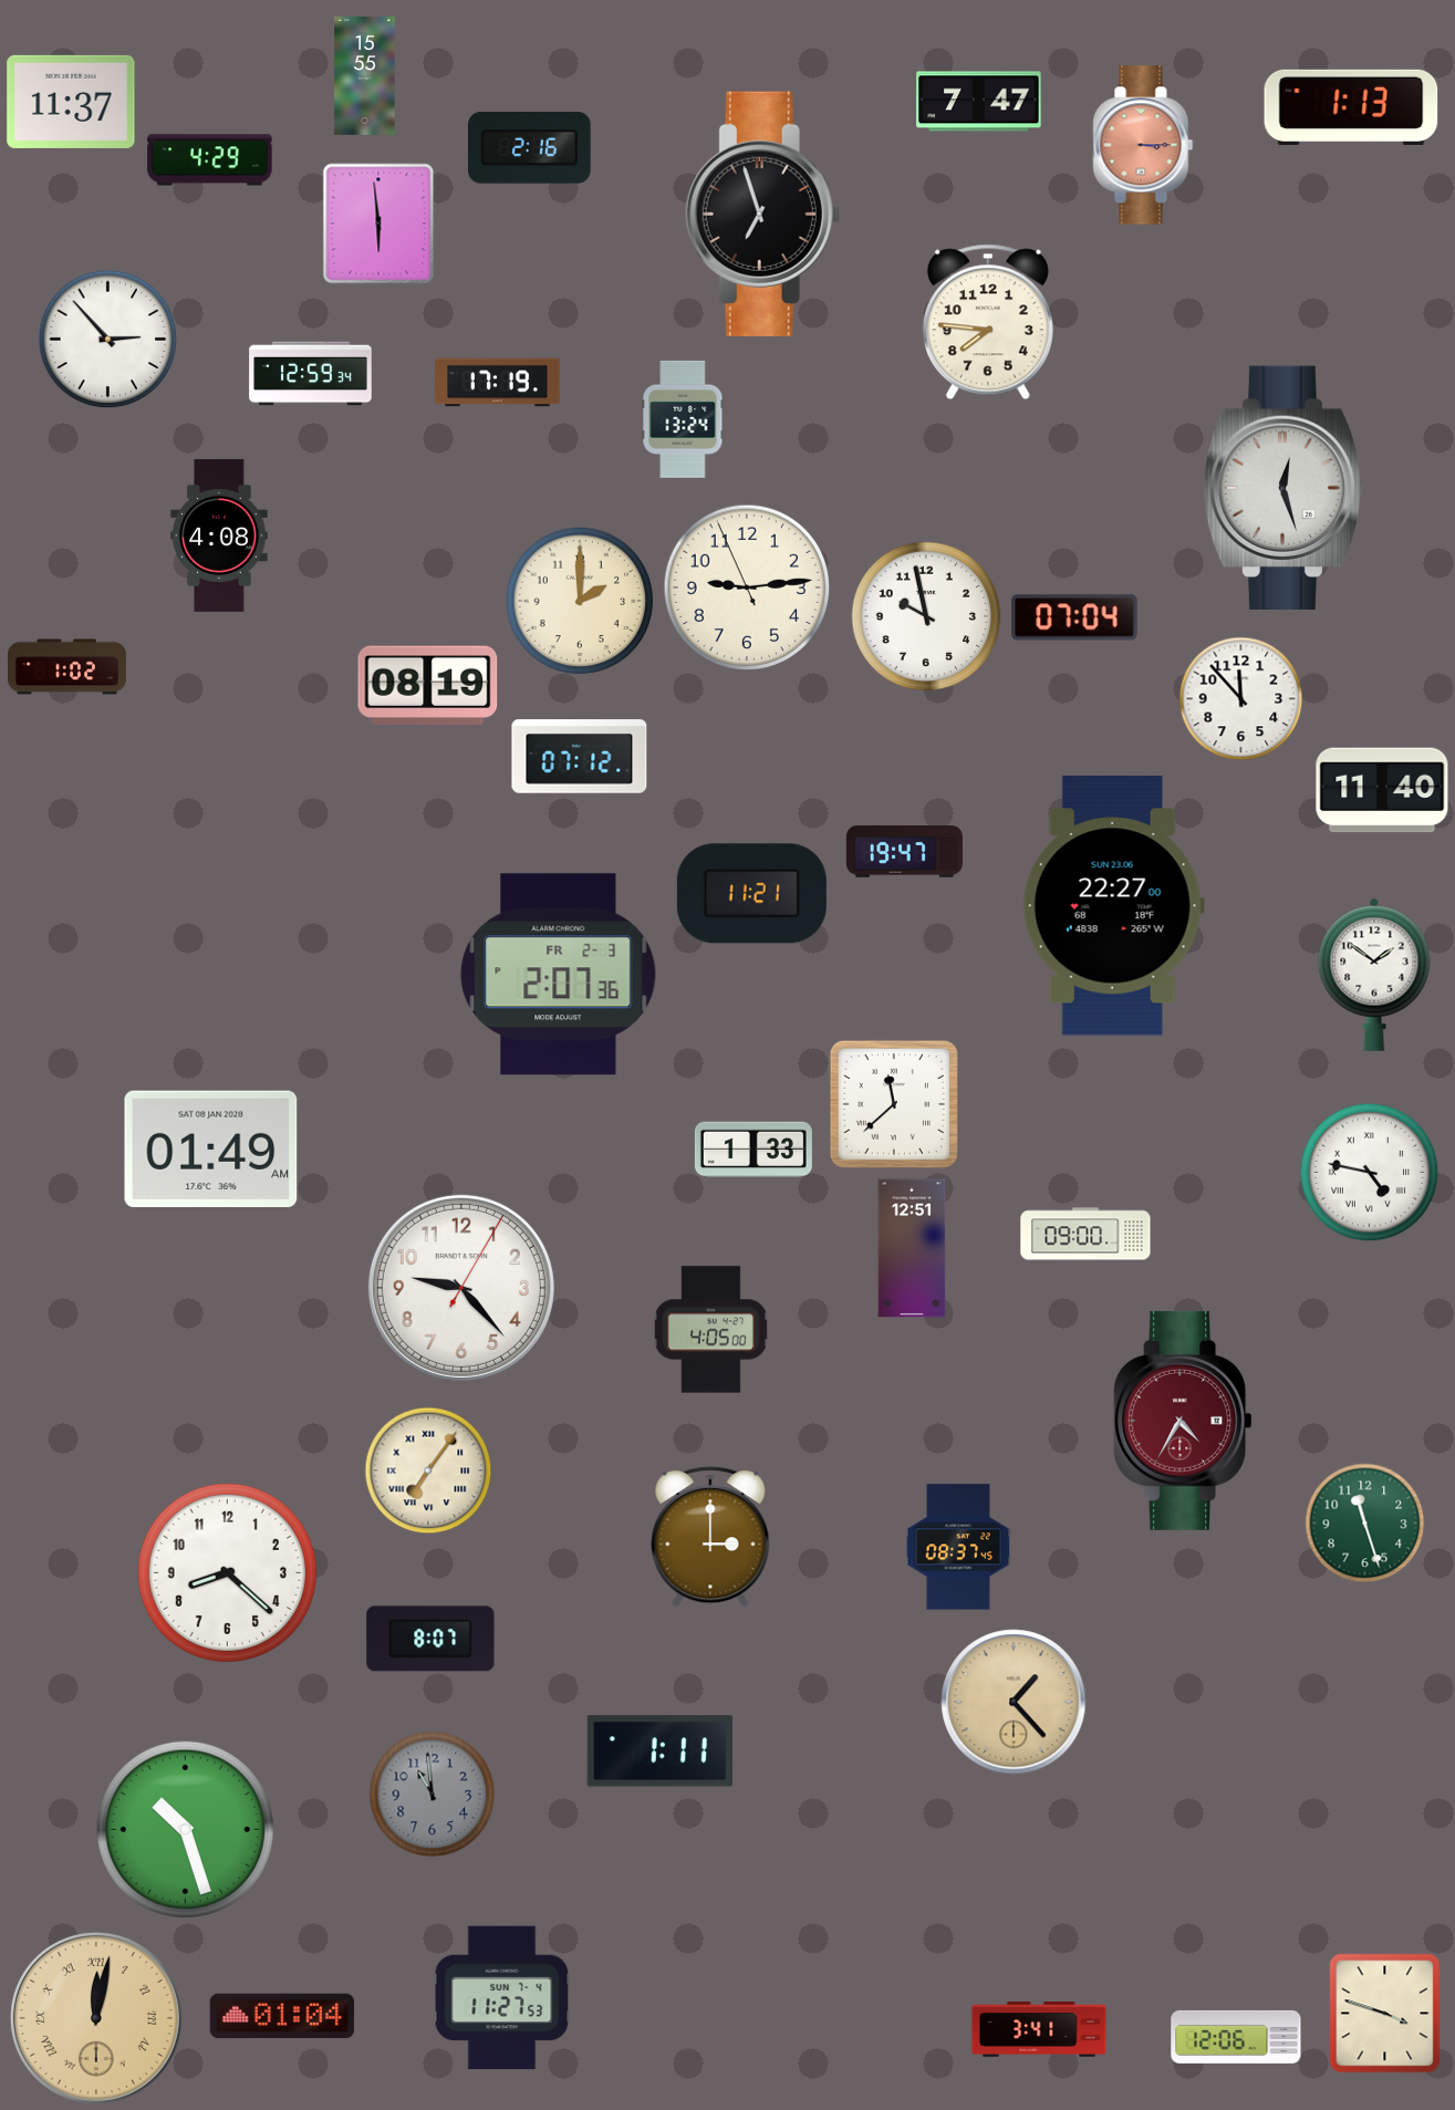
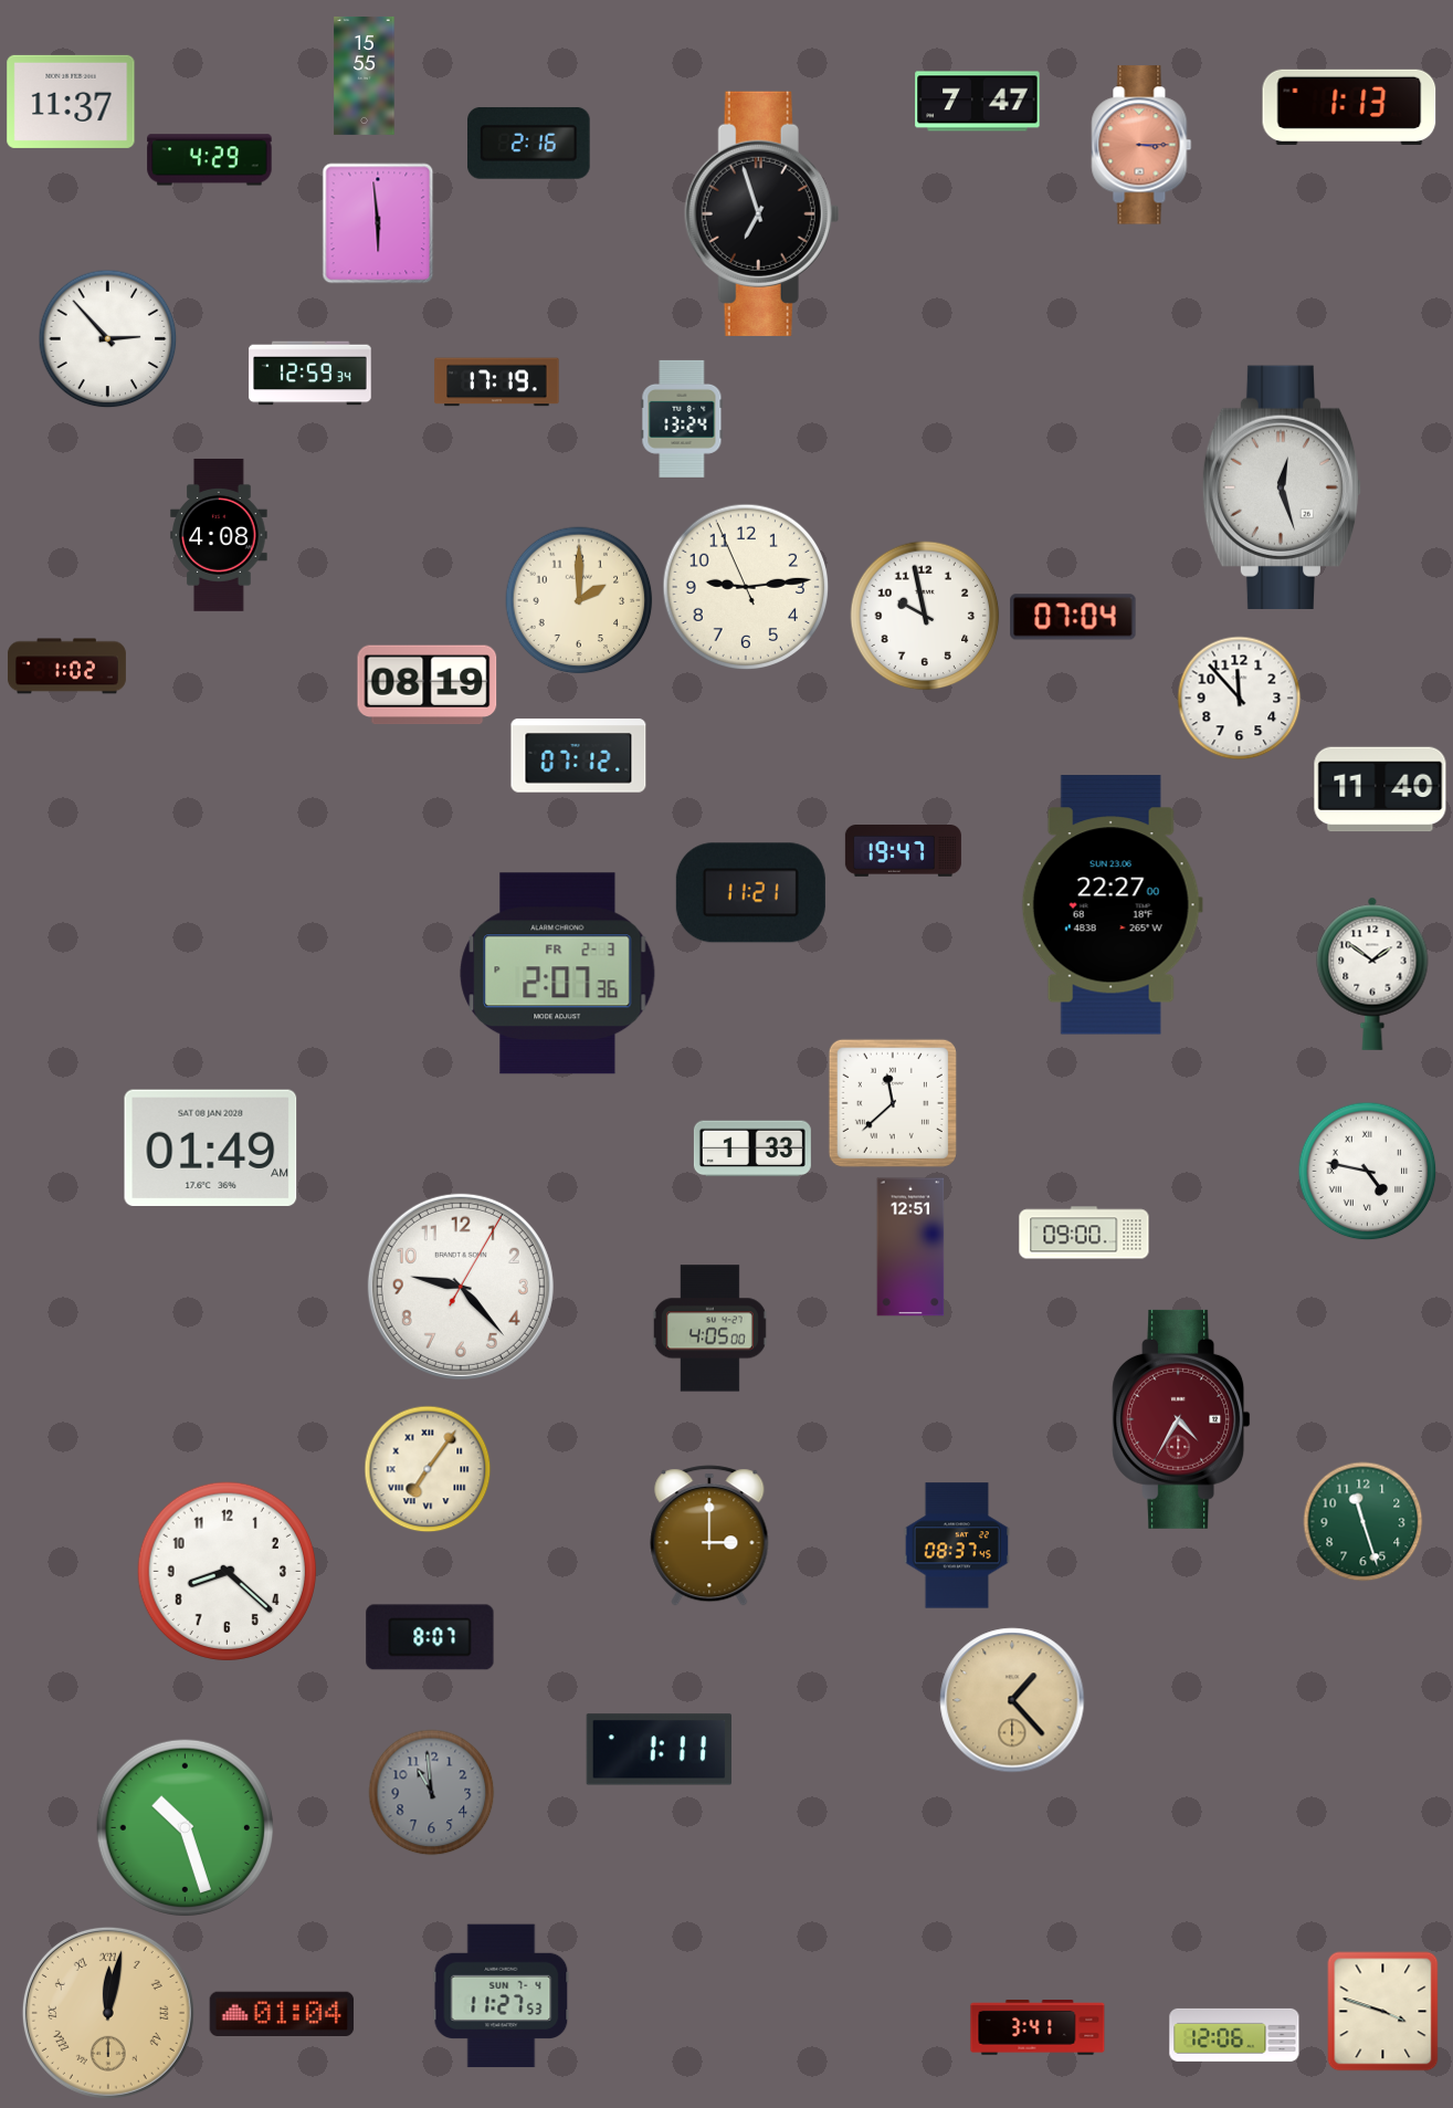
clock at (530, 147) position: (530, 147) -> (529, 143)
clock at (988, 322): 7:46 -> none
clock at (96, 2018) position: (96, 2018) -> (108, 2013)
